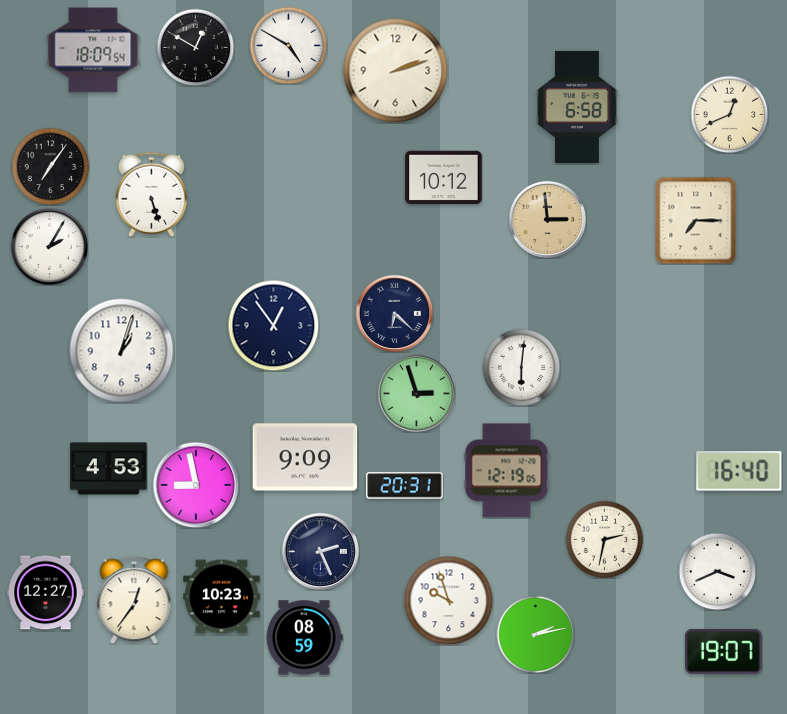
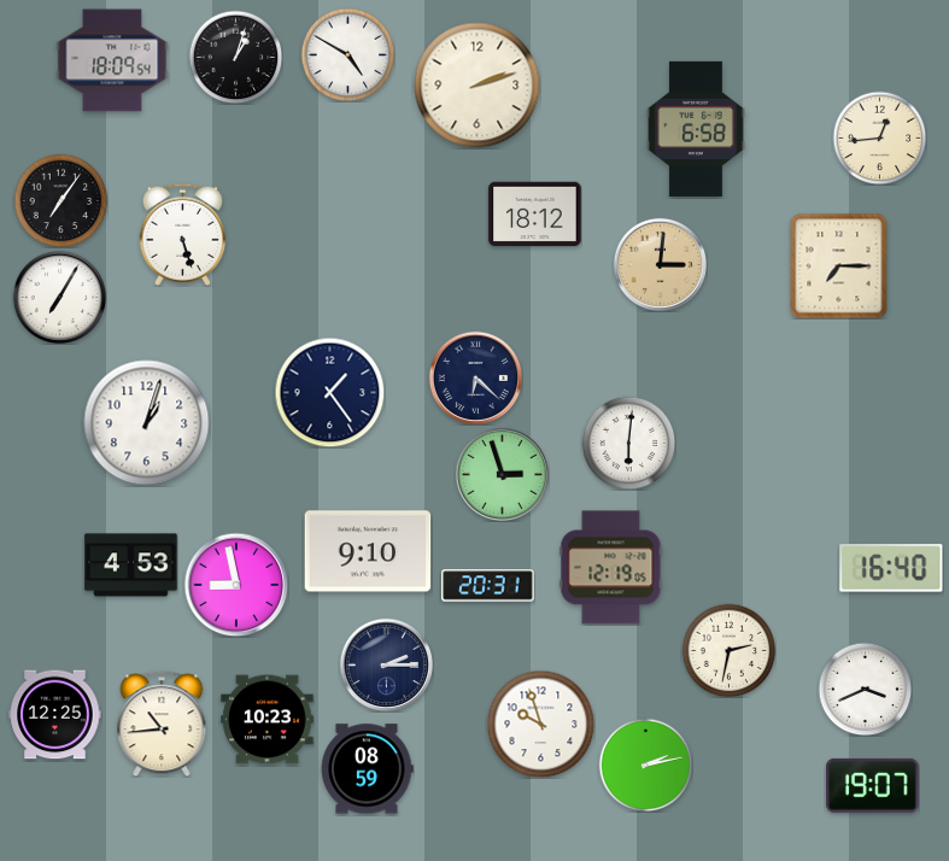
clock at (195, 47): 12:50 -> 1:03
clock at (729, 114): 12:41 -> 12:44
clock at (444, 178): 10:12 -> 18:12
clock at (547, 219): 2:59 -> 3:01
clock at (49, 246): 2:05 -> 7:05
clock at (273, 325): 12:54 -> 1:24
clock at (305, 457): 9:09 -> 9:10
clock at (320, 551): 2:26 -> 2:15
clock at (46, 593): 12:27 -> 12:25
clock at (134, 600): 12:36 -> 10:44
